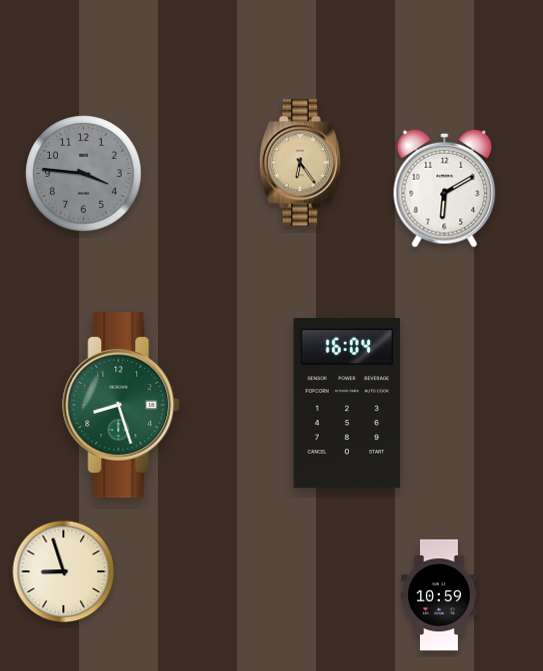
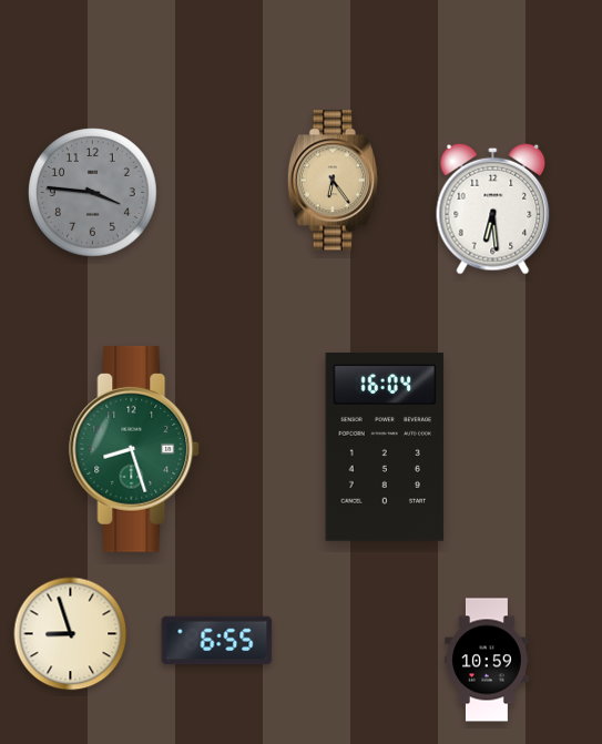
clock at (445, 188): 6:10 -> 6:29
clock at (217, 641): none -> 6:55
